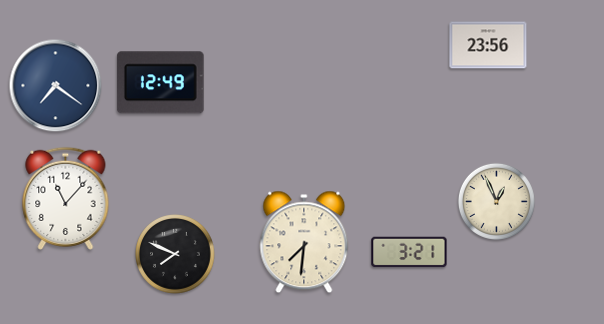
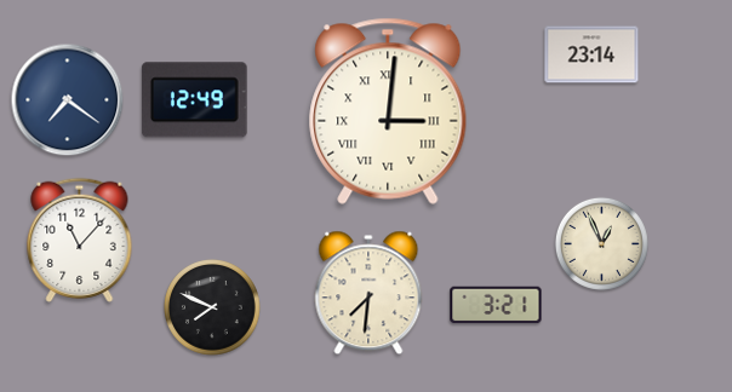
clock at (488, 45): 23:56 -> 23:14
clock at (56, 86) position: (56, 86) -> (68, 100)
clock at (388, 111): none -> 3:01
